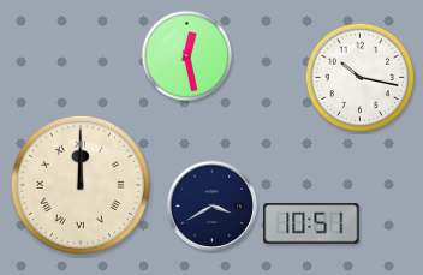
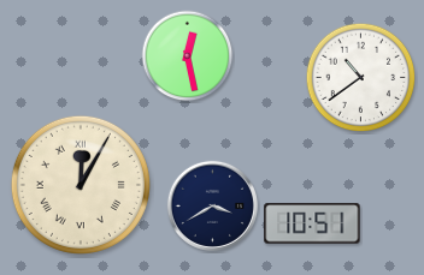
clock at (361, 78): 10:17 -> 10:39
clock at (81, 185): 12:00 -> 12:05
